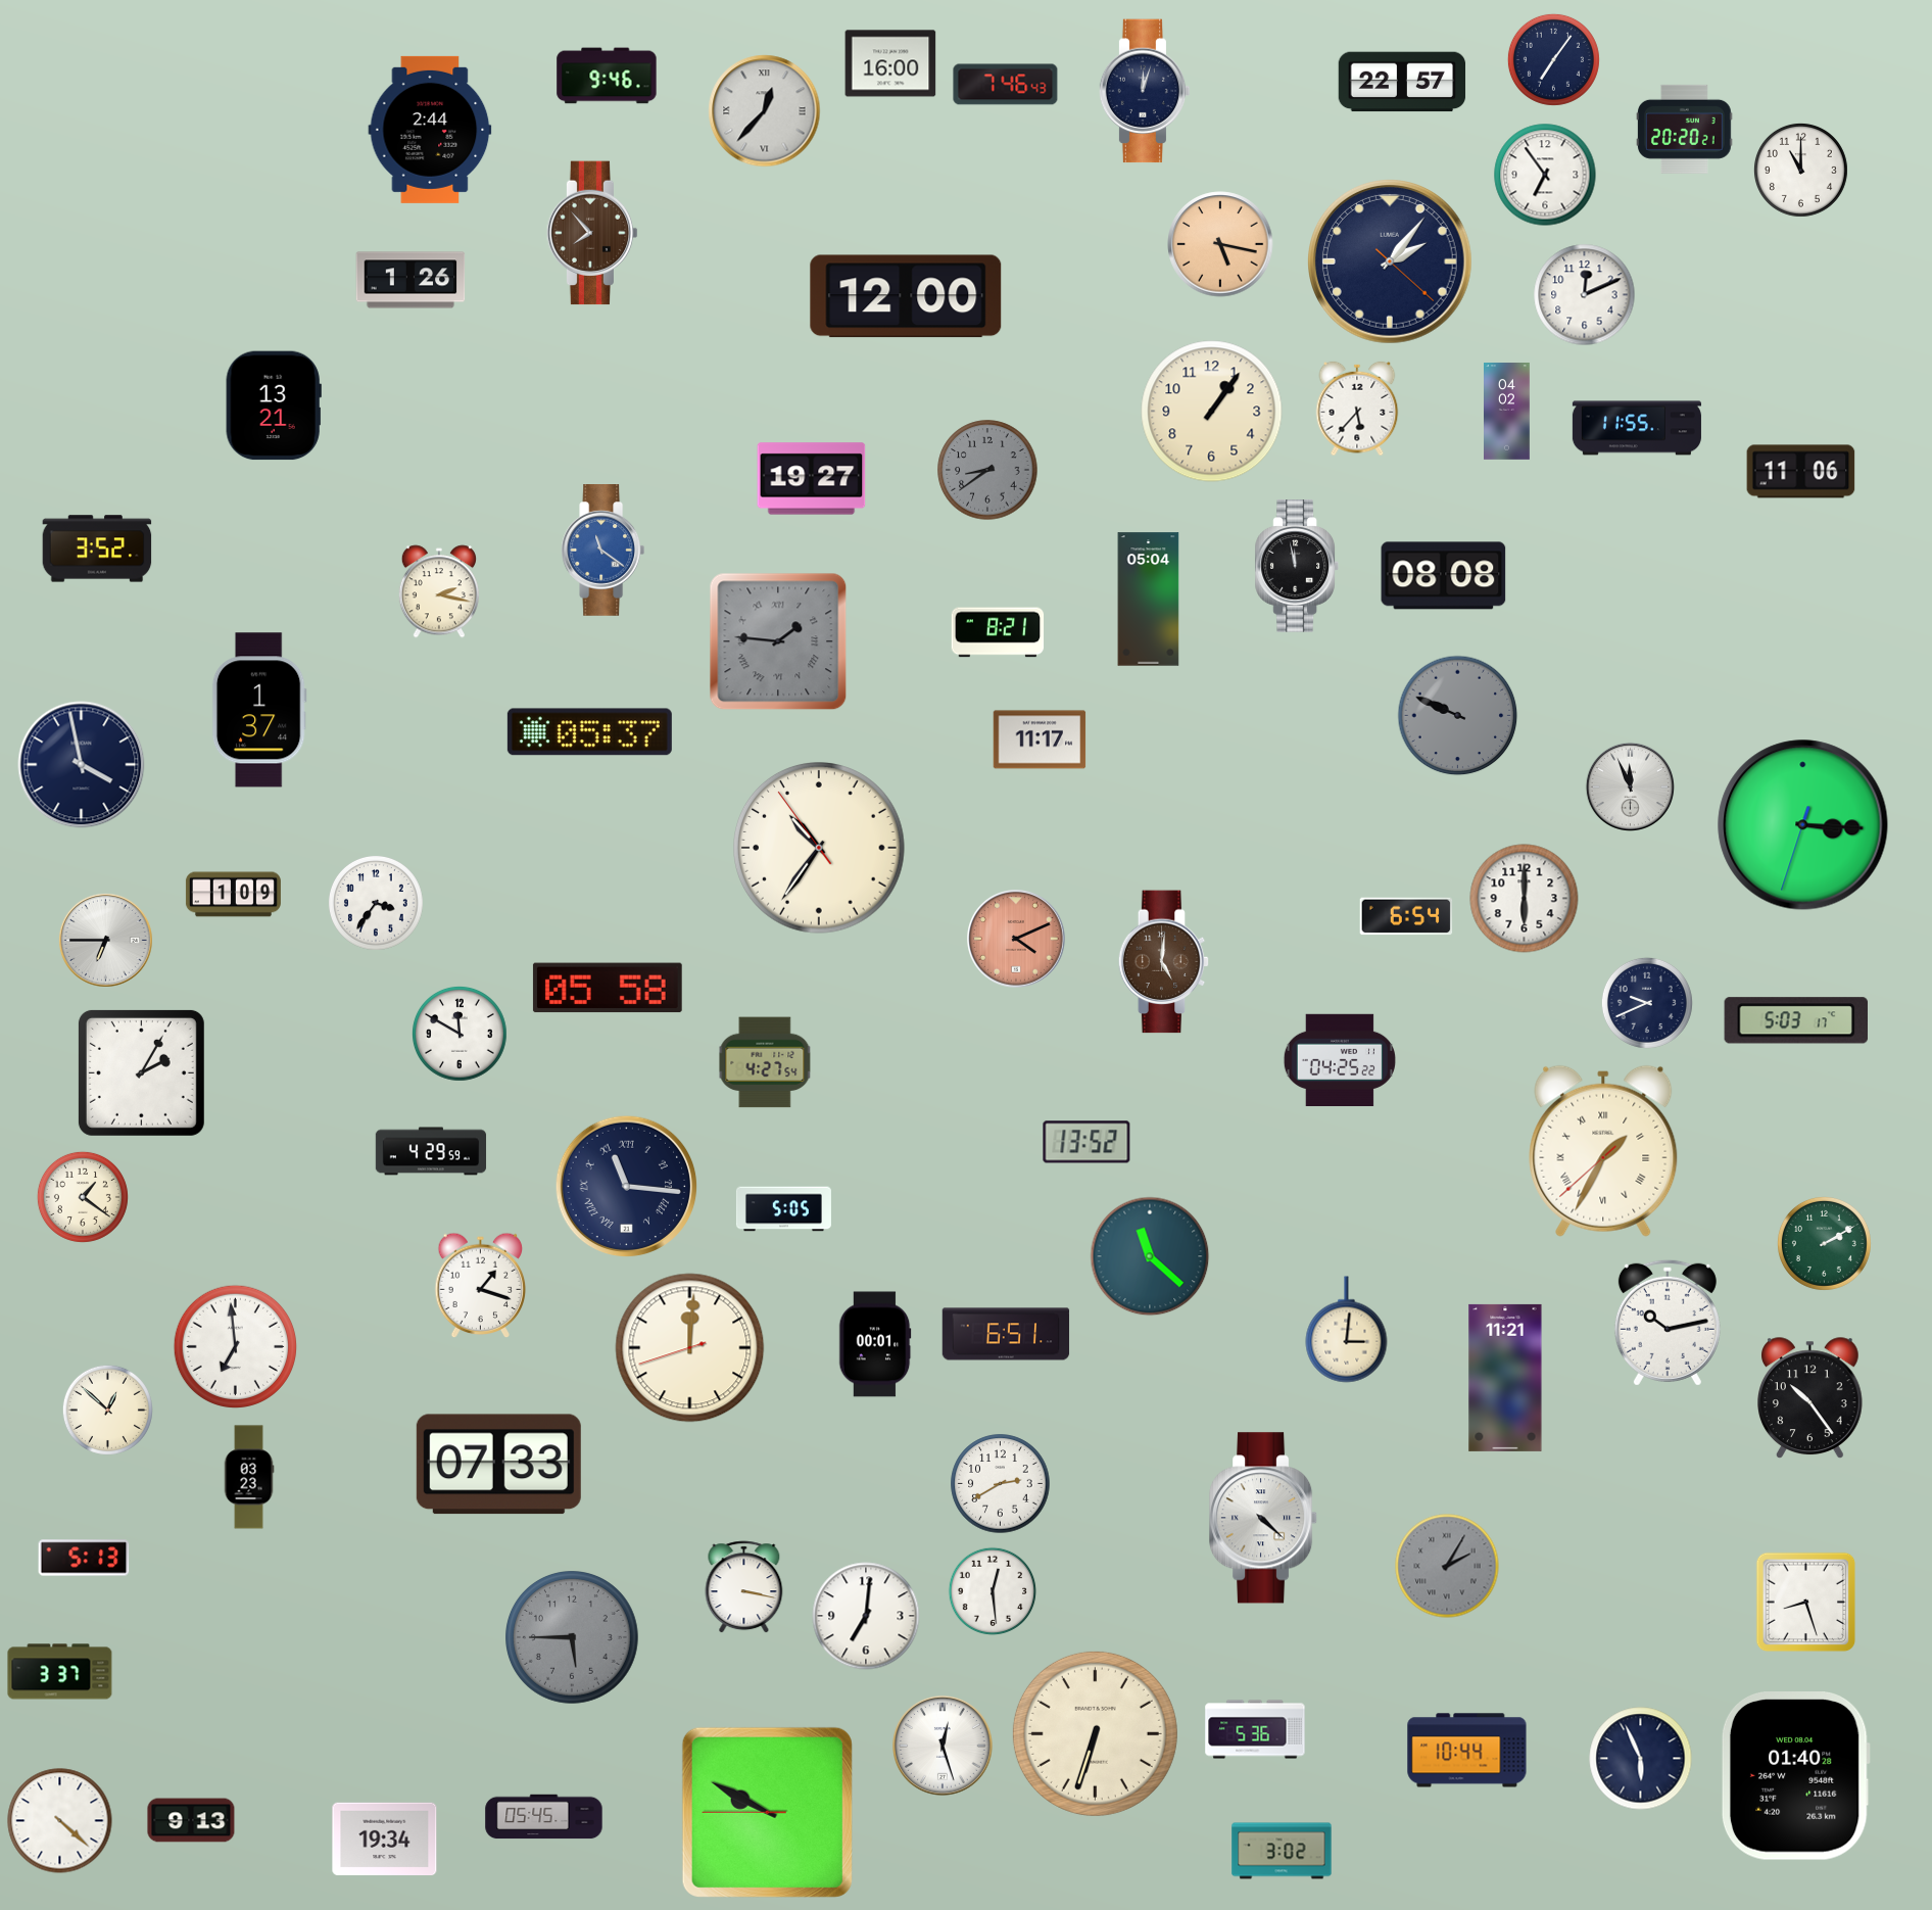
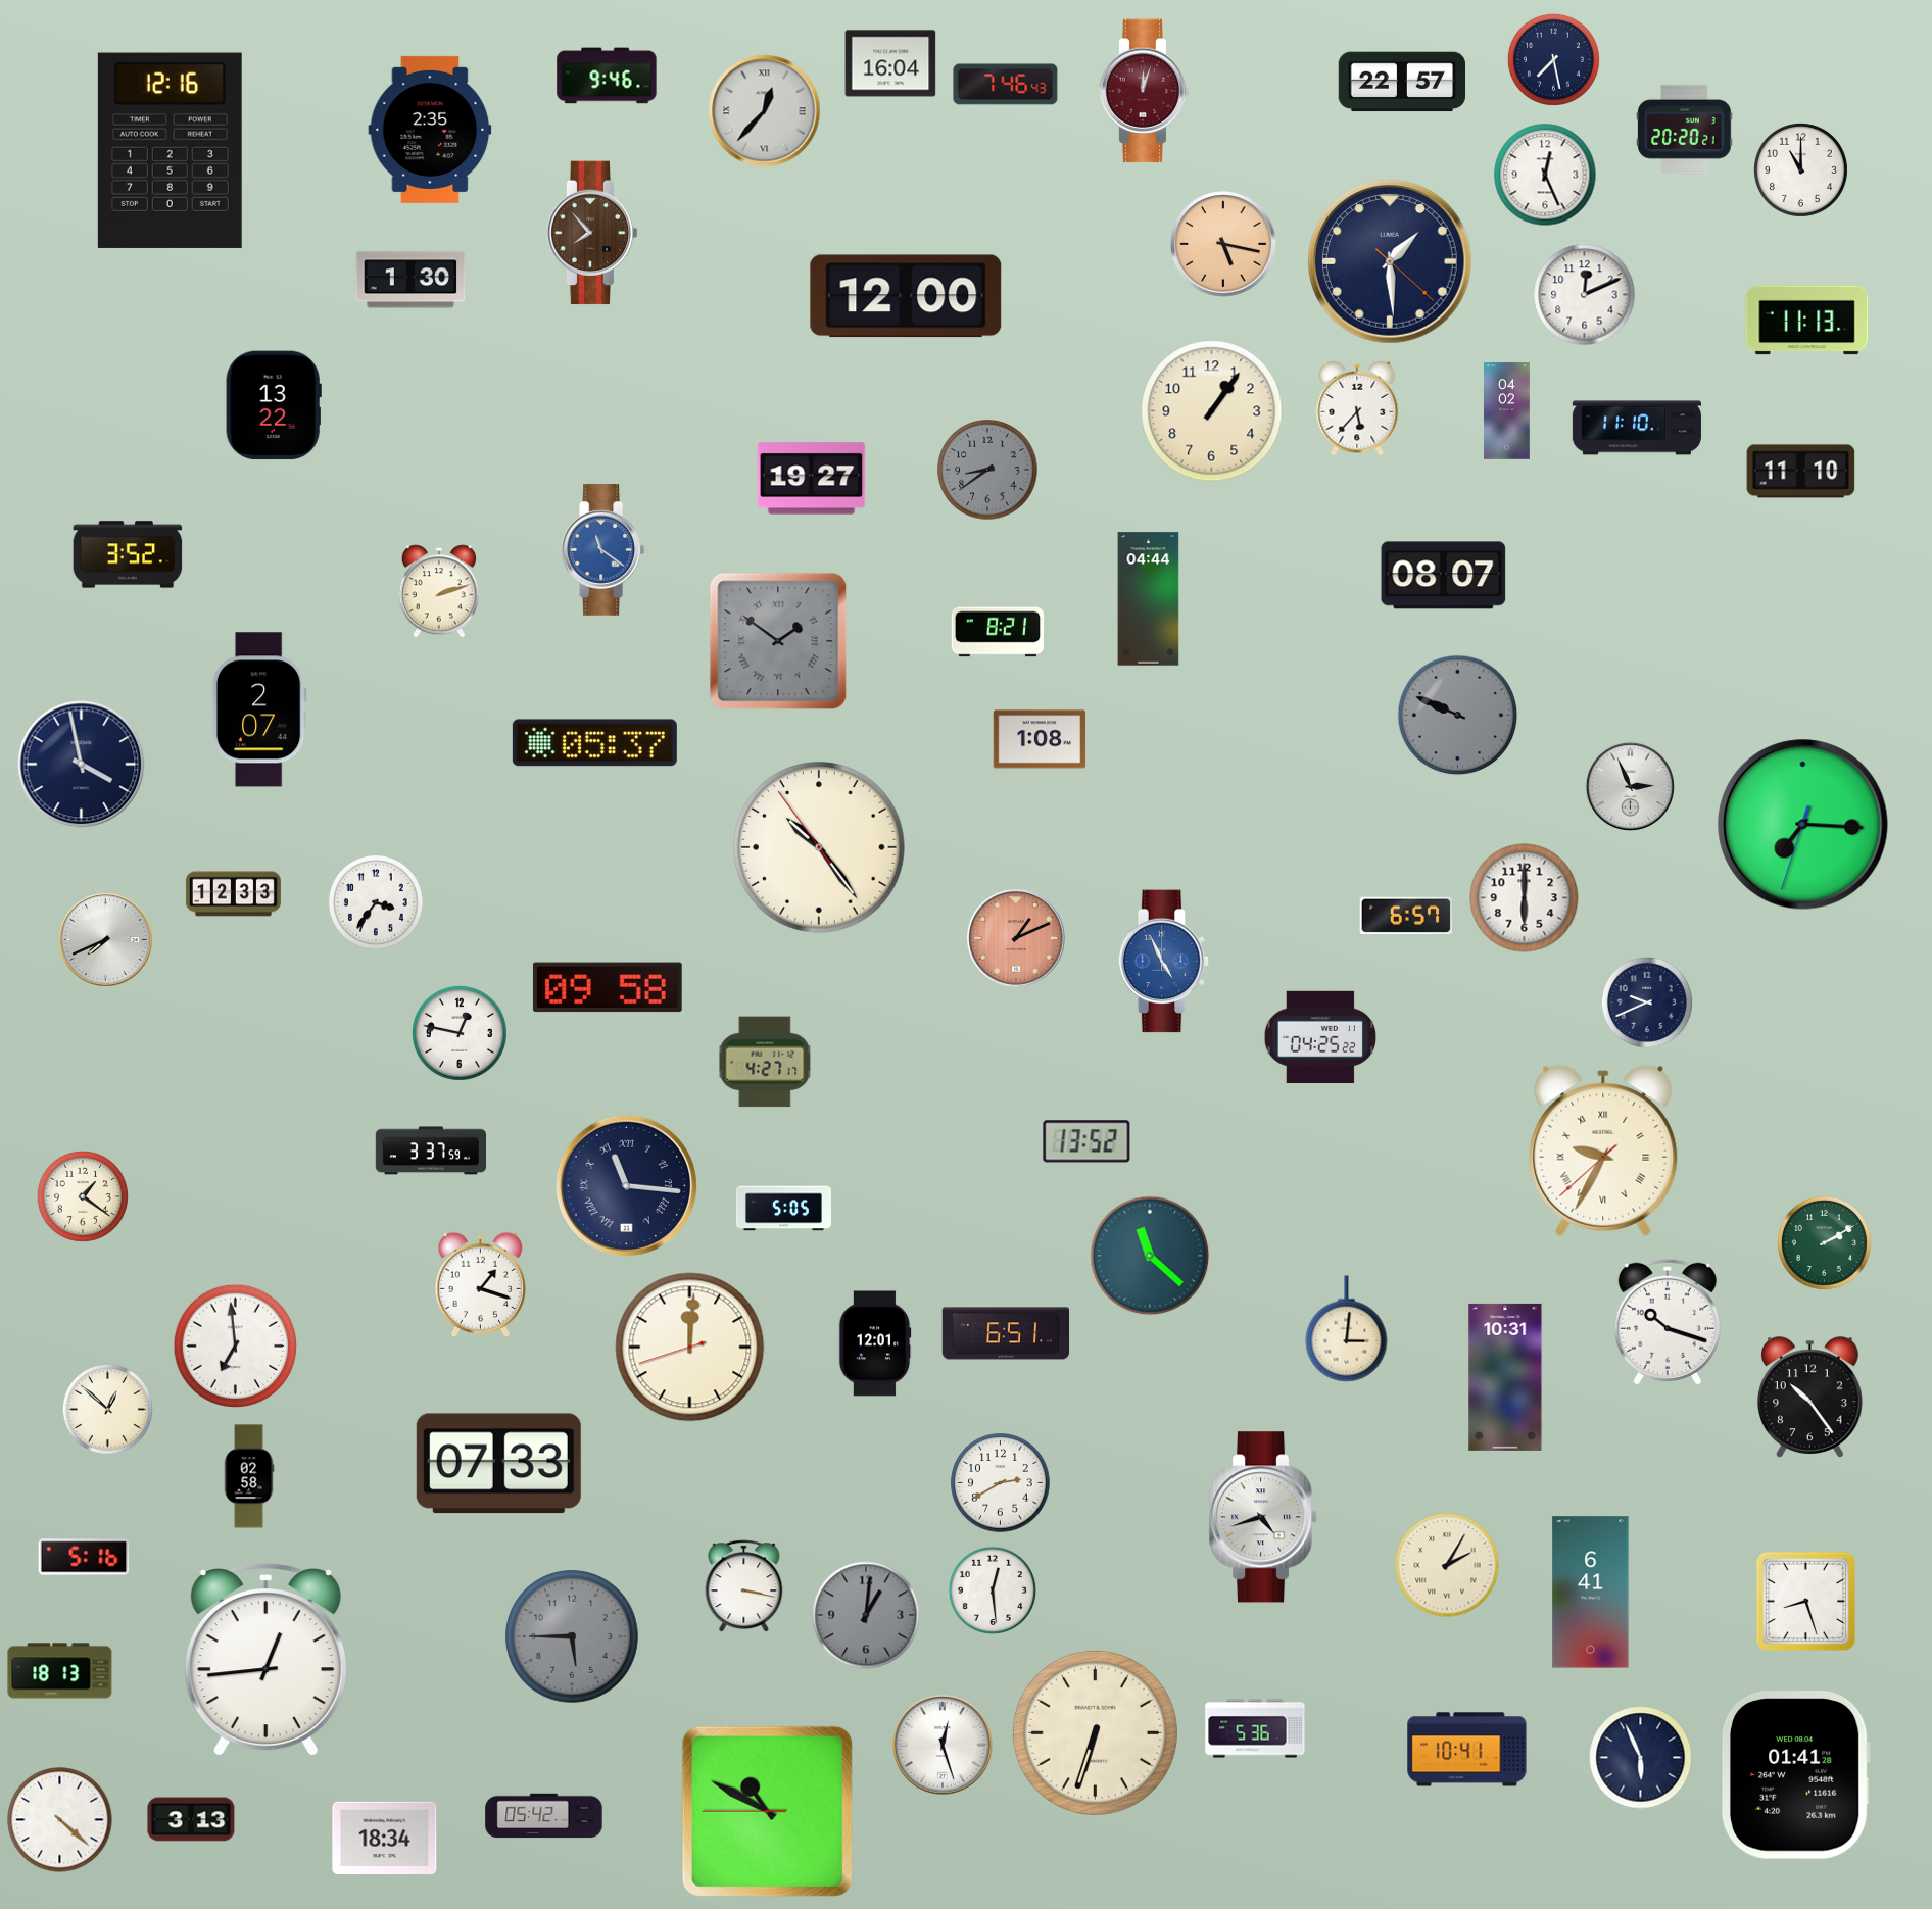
clock at (1553, 59): 7:06 -> 7:28
clock at (890, 63): 16:00 -> 16:04
clock at (1145, 91) dial: navy -> burgundy
clock at (430, 130): 2:44 -> 2:35
clock at (170, 150): none -> 12:16
clock at (1545, 175): 6:54 -> 12:26
clock at (1220, 244) position: (1220, 244) -> (1223, 244)
clock at (1391, 262): 2:06 -> 1:29
clock at (410, 280): 1:26 -> 1:30
clock at (1807, 321): none -> 11:13
clock at (274, 405): 13:21 -> 13:22
clock at (1637, 428): 11:55 -> 11:10
clock at (1801, 472): 11:06 -> 11:10
clock at (97, 548) position: (97, 548) -> (128, 554)
clock at (1296, 566): 11:58 -> none
clock at (1444, 576): 08:08 -> 08:07
clock at (439, 591): 2:17 -> 2:12
clock at (1149, 600): 05:04 -> 04:44
clock at (778, 641): 1:46 -> 1:51
clock at (259, 710): 1:37 -> 2:07
clock at (589, 732) position: (589, 732) -> (594, 743)
clock at (1040, 739): 11:17 -> 1:08
clock at (1630, 786): 11:56 -> 2:56
clock at (1803, 825): 3:15 -> 7:15
clock at (820, 849): 10:35 -> 10:23
clock at (233, 895): 1:09 -> 12:33
clock at (1406, 916): 6:54 -> 6:57
clock at (105, 940): 6:45 -> 7:41
clock at (1017, 940): 4:11 -> 1:11
clock at (1164, 962): 5:01 -> 4:56
clock at (1164, 962) dial: brown -> blue
clock at (608, 988): 05:58 -> 09:58
clock at (1795, 1020): 5:03 -> none
clock at (461, 1035): 11:50 -> 12:47
clock at (1340, 1059) position: (1340, 1059) -> (1320, 1036)
clock at (765, 1062): 4:27:54 -> 4:27:17
clock at (141, 1072): 2:05 -> none
clock at (431, 1151): 4:29 -> 3:37
clock at (1603, 1151): 1:34 -> 9:34
clock at (1668, 1323): 10:13 -> 10:18
clock at (875, 1344): 00:01 -> 12:01
clock at (1505, 1378): 11:21 -> 10:31
clock at (249, 1477): 03:23 -> 02:58
clock at (1263, 1518): 4:22 -> 4:42
clock at (84, 1558): 5:13 -> 5:16
clock at (1447, 1566) dial: grey -> cream
clock at (1591, 1593): none -> 6:41
clock at (866, 1616): 7:01 -> 1:01
clock at (866, 1616) dial: white -> grey
clock at (265, 1660): none -> 12:44
clock at (60, 1672): 3:37 -> 18:13
clock at (1467, 1751): 10:44 -> 10:41
clock at (1795, 1776): 01:40 -> 01:41
clock at (767, 1812): 9:49 -> 10:49
clock at (544, 1817): 05:45 -> 05:42
clock at (191, 1820): 9:13 -> 3:13
clock at (385, 1839): 19:34 -> 18:34
clock at (1282, 1851): 3:02 -> none
